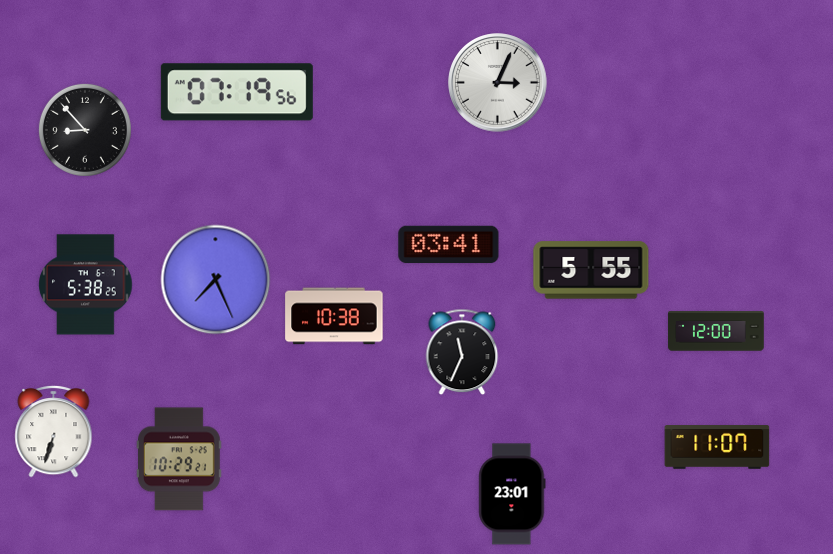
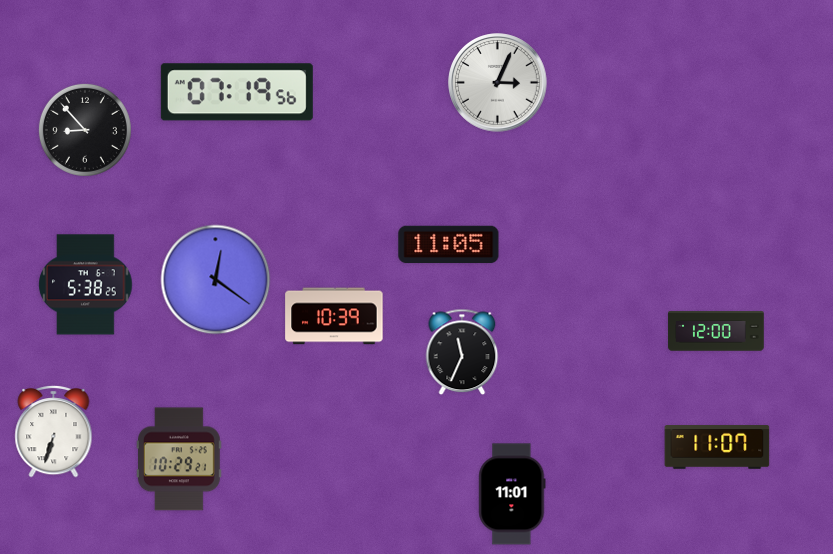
clock at (449, 245): 03:41 -> 11:05
clock at (591, 270): 5:55 -> none
clock at (216, 280): 7:26 -> 12:21
clock at (334, 316): 10:38 -> 10:39
clock at (512, 494): 23:01 -> 11:01
